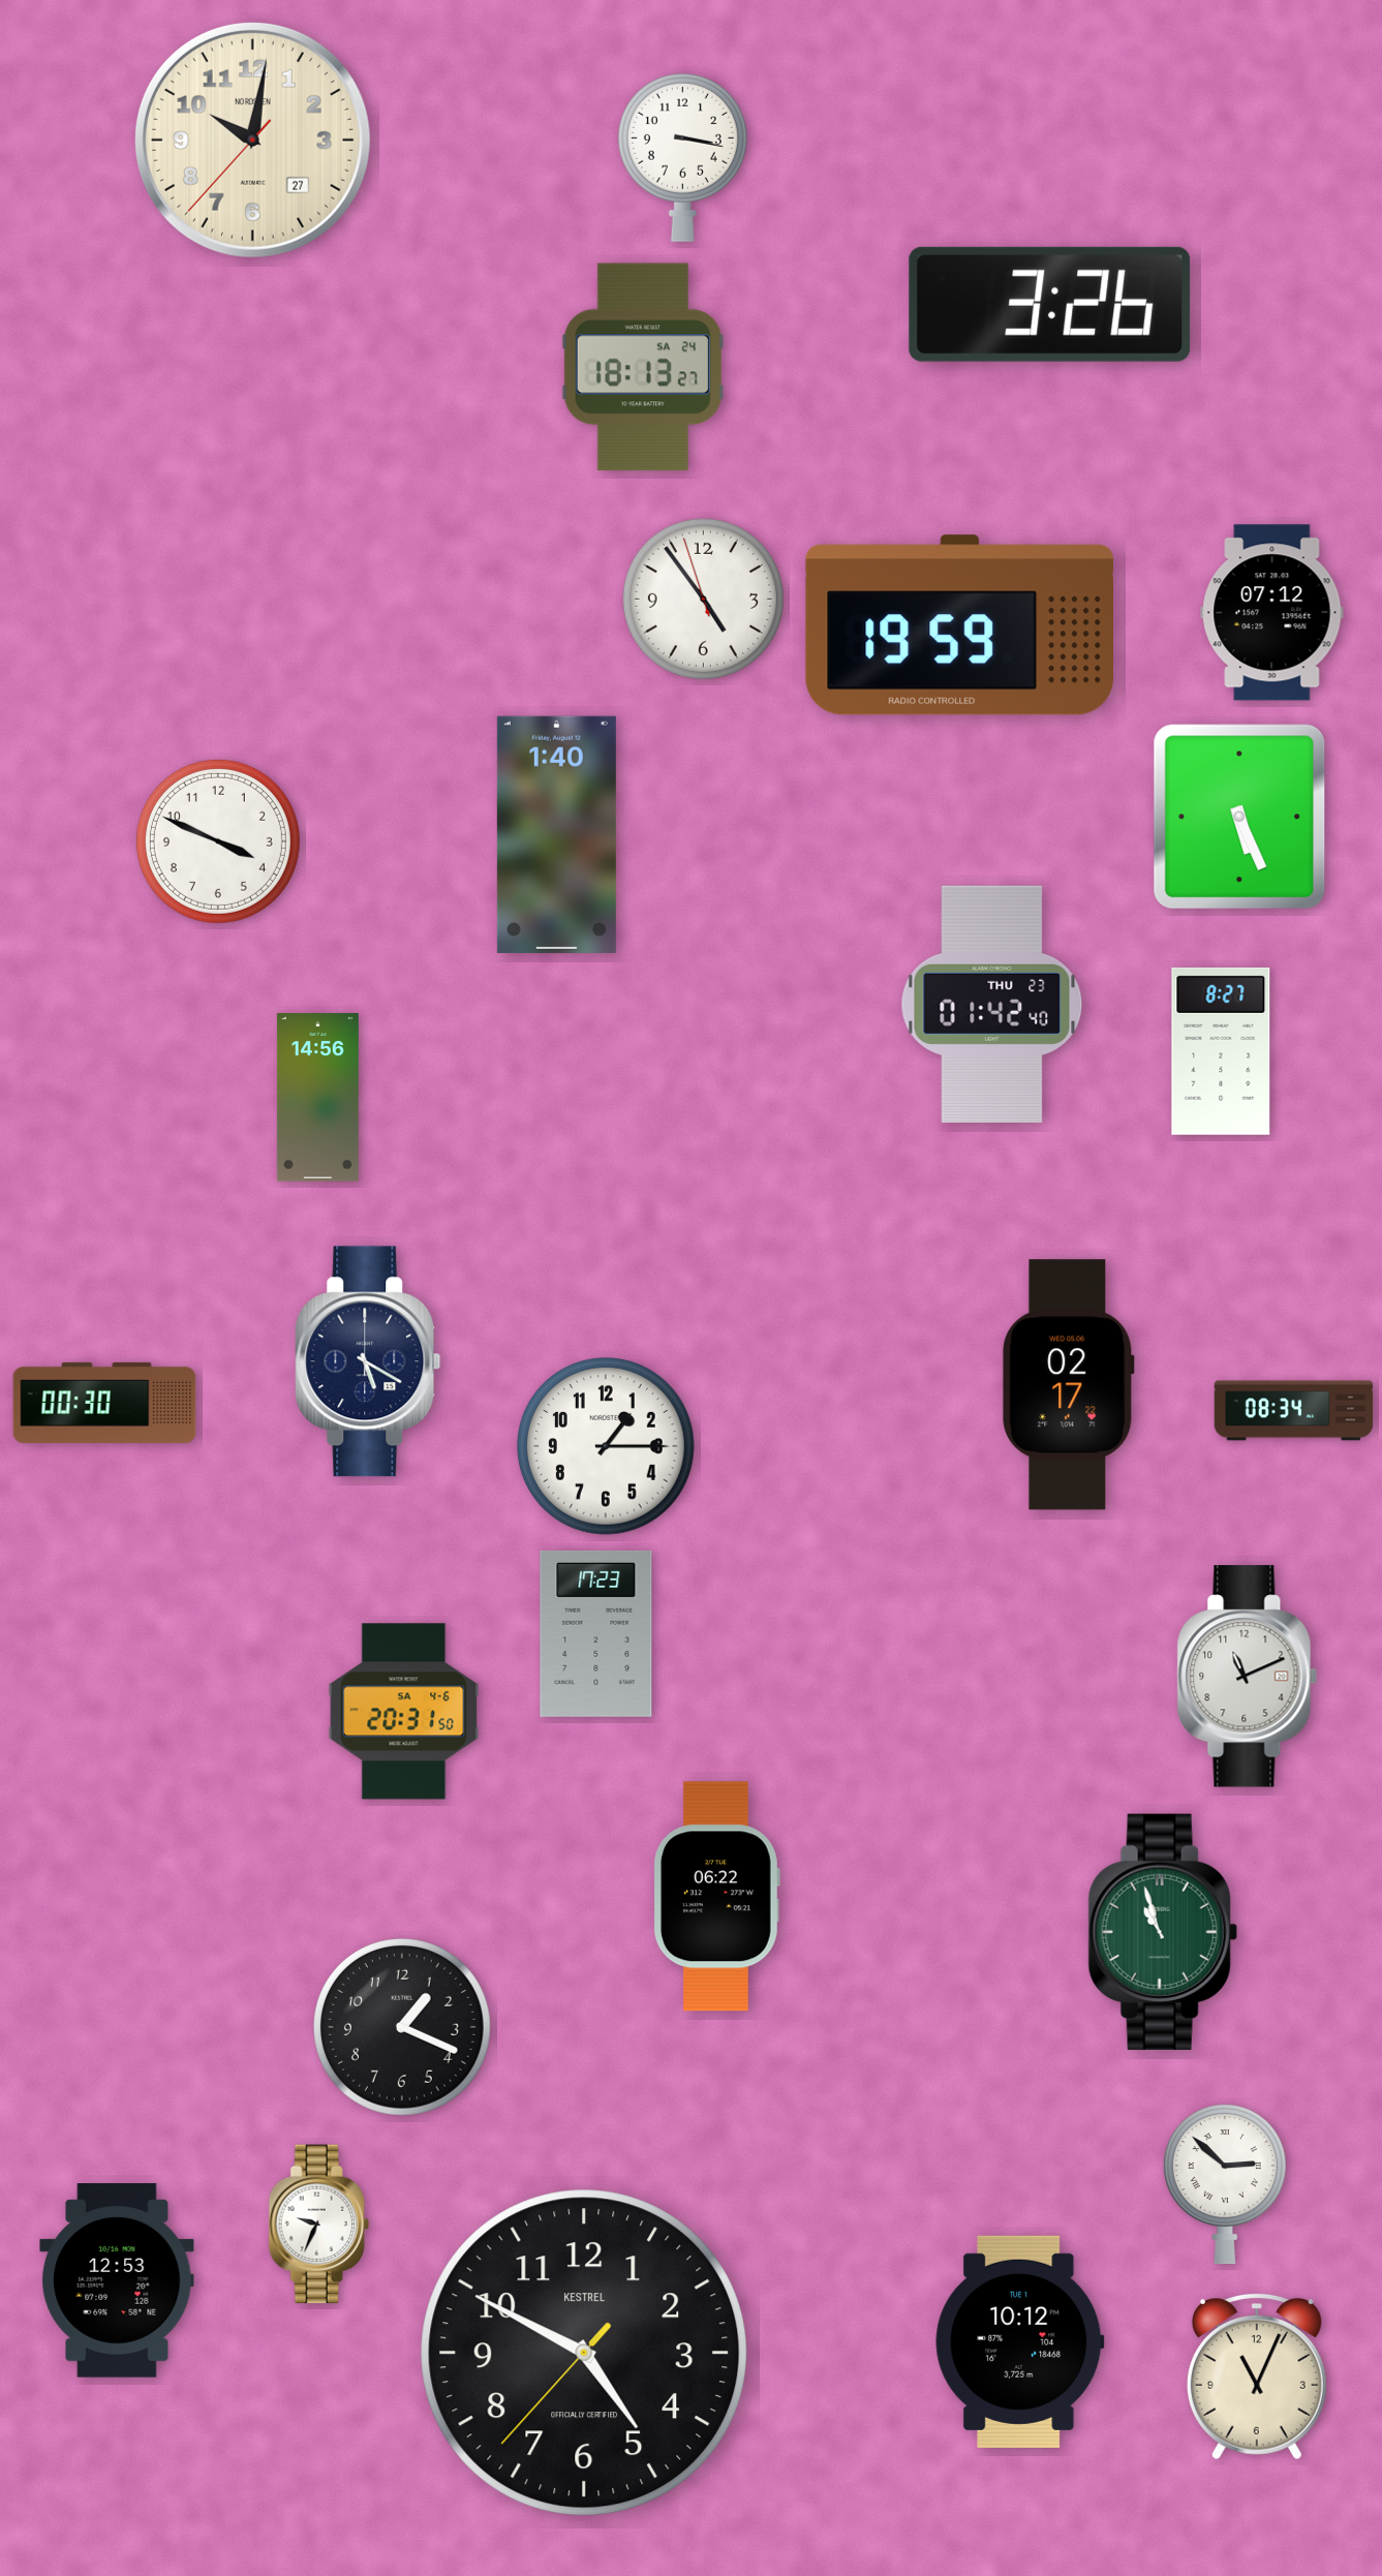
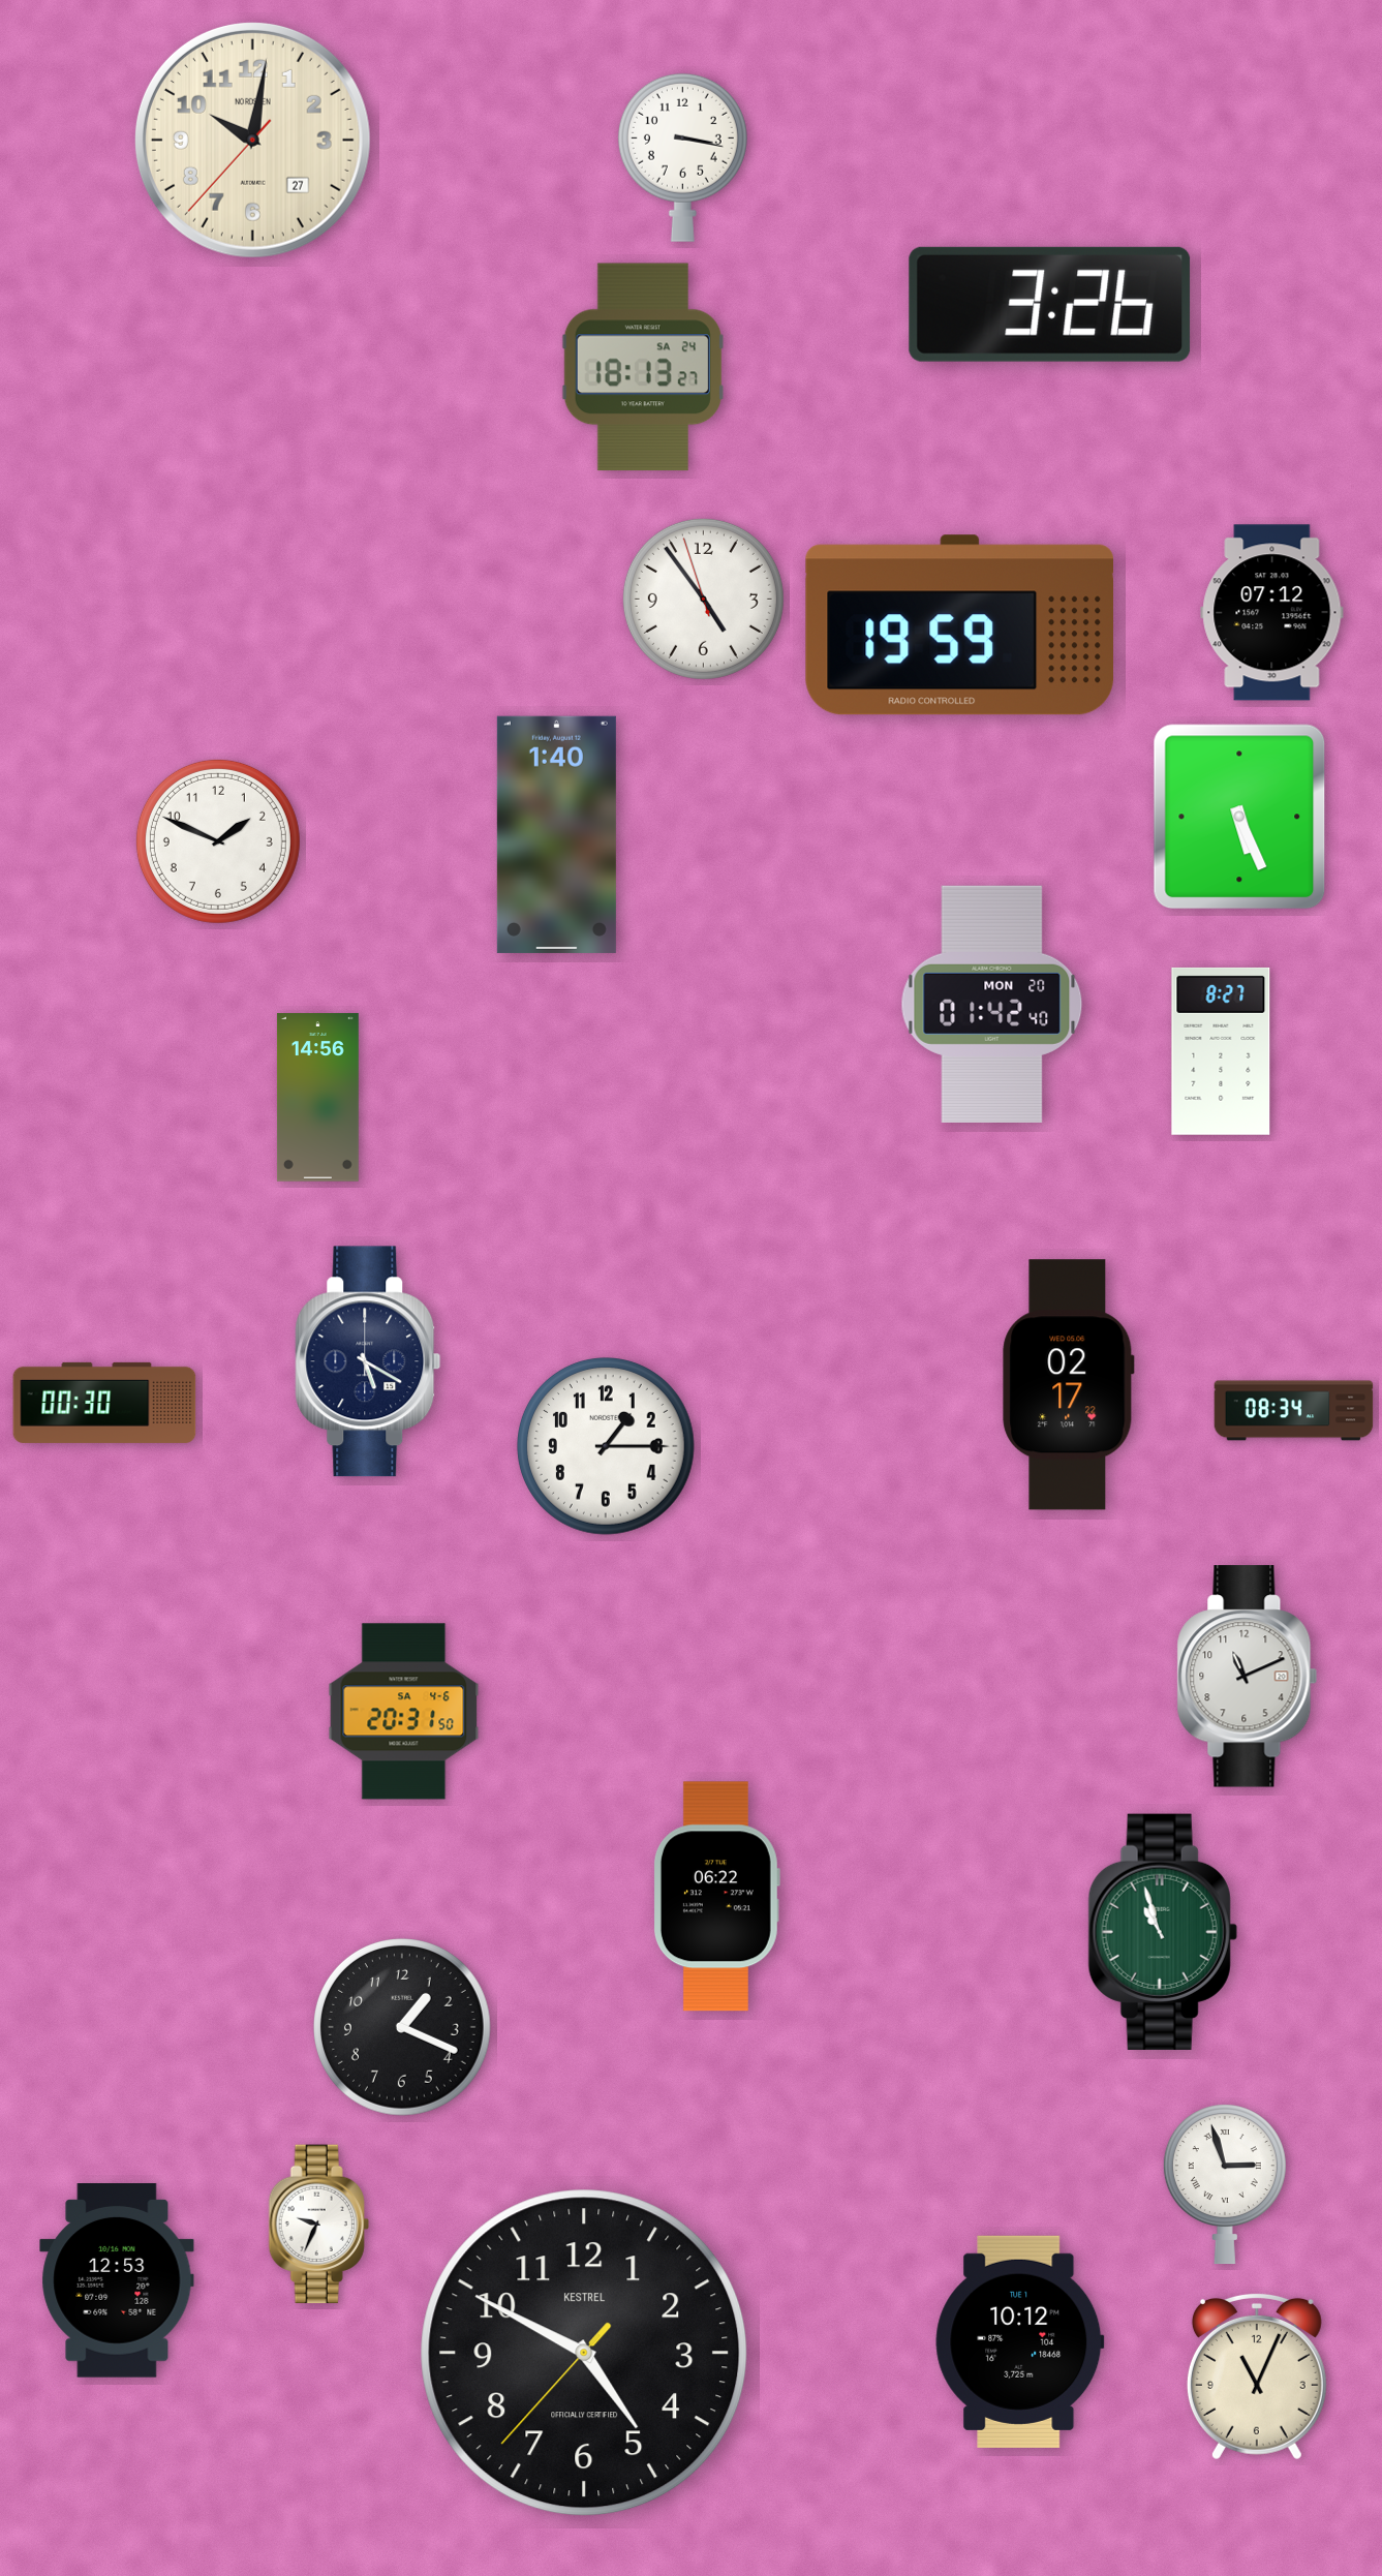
clock at (218, 841): 3:49 -> 1:49
clock at (992, 1004) date: THU 23 -> MON 20
clock at (596, 1633): 17:23 -> none
clock at (1225, 2184): 2:52 -> 2:57
